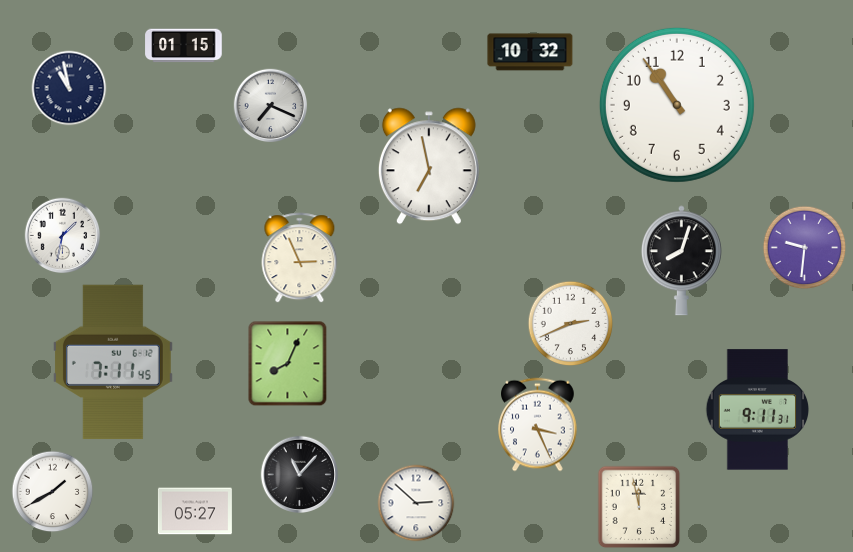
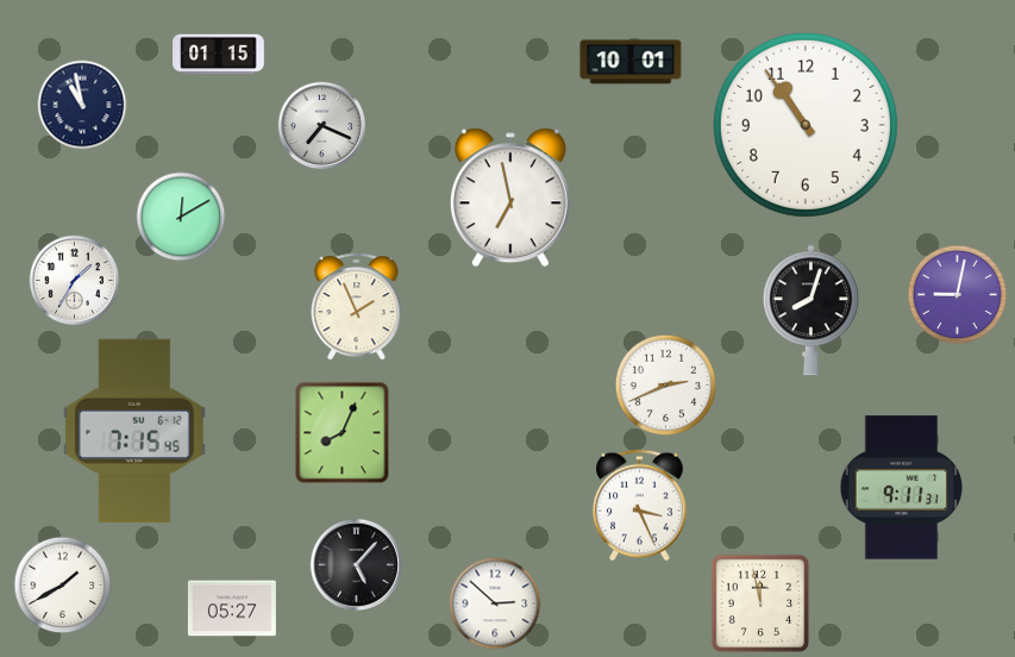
clock at (530, 52): 10:32 -> 10:01
clock at (181, 217): none -> 12:10
clock at (63, 236): 1:32 -> 1:35
clock at (805, 248): 9:31 -> 9:02
clock at (300, 258): 2:56 -> 1:56
clock at (571, 324) position: (571, 324) -> (666, 386)
clock at (113, 362): 7:11 -> 7:15
clock at (300, 475): 11:07 -> 5:07
clock at (416, 503) position: (416, 503) -> (495, 603)
